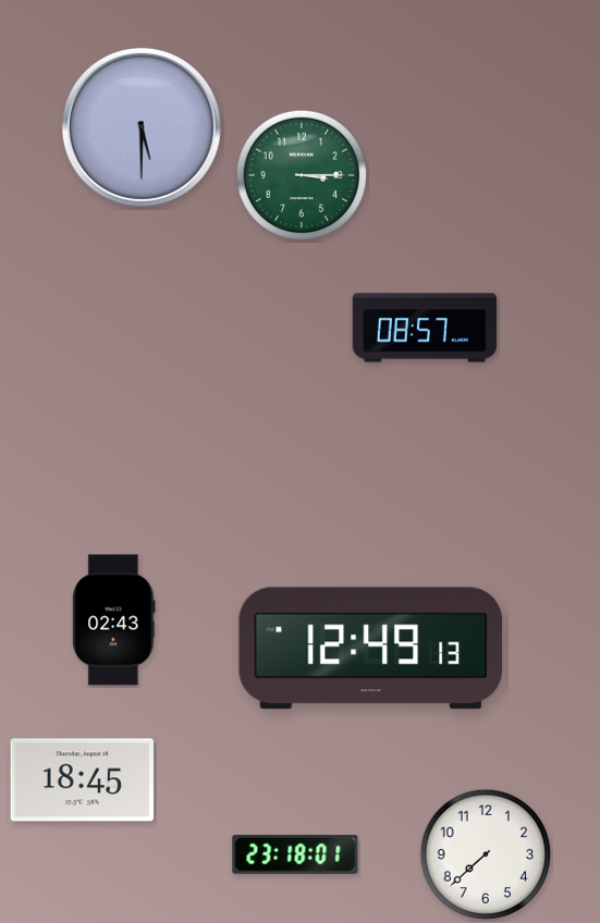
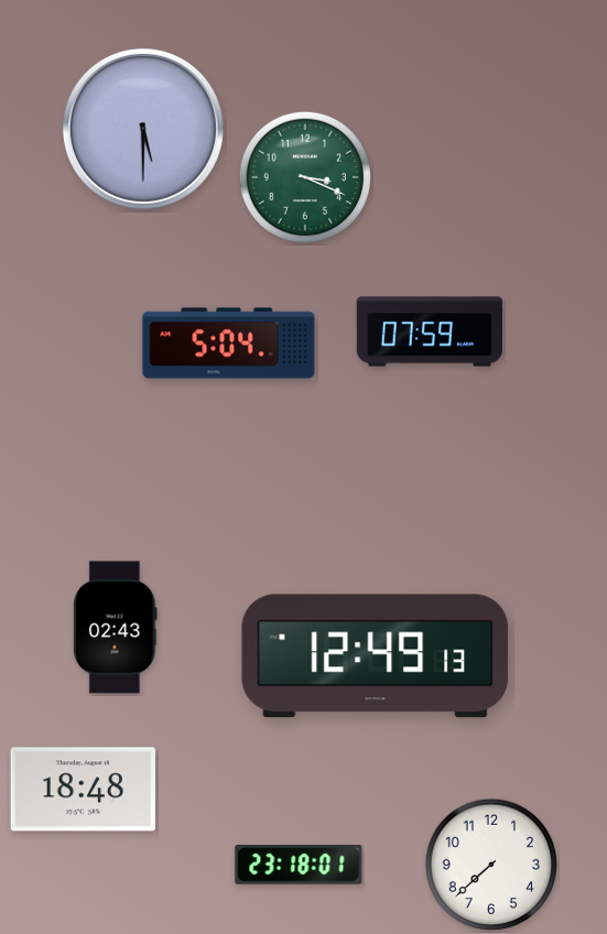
clock at (302, 175): 3:15 -> 3:19
clock at (424, 328): 08:57 -> 07:59
clock at (229, 344): none -> 5:04
clock at (82, 780): 18:45 -> 18:48
